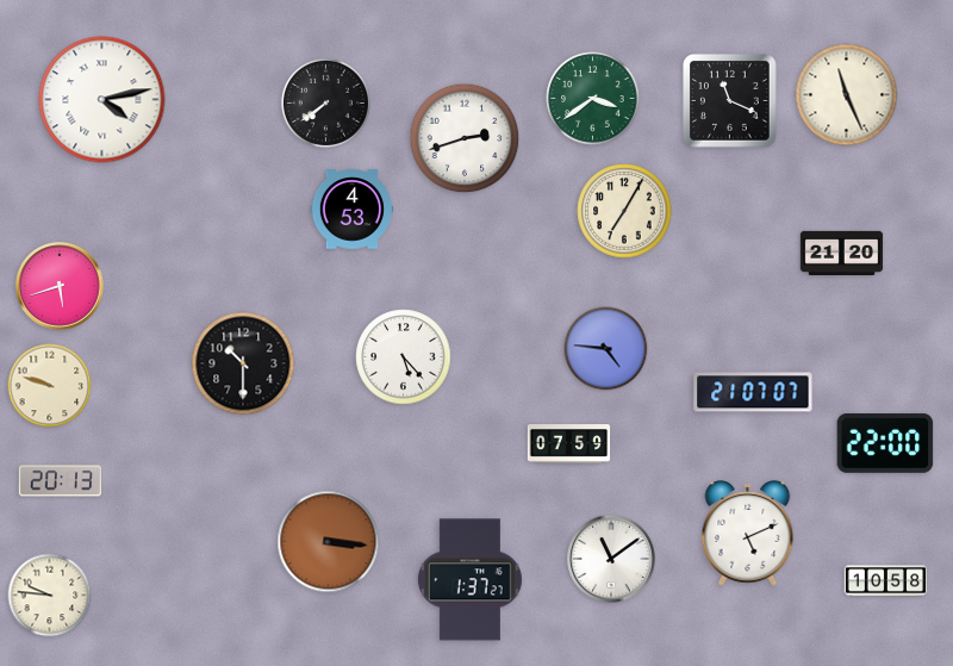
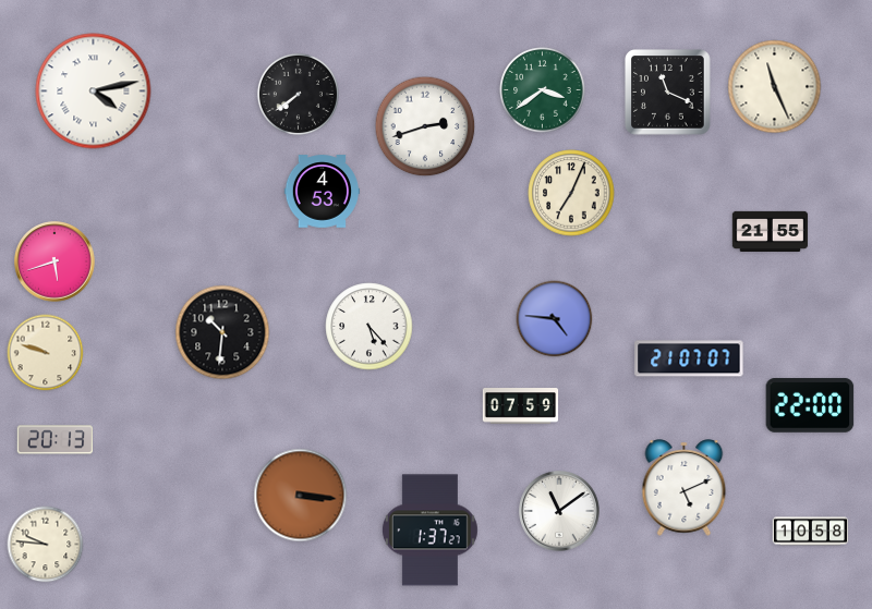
clock at (624, 211): 7:05 -> 7:04
clock at (842, 254): 21:20 -> 21:55
clock at (243, 363): 10:30 -> 10:31
